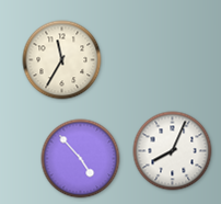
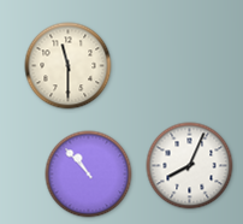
clock at (62, 60): 11:35 -> 11:30
clock at (81, 159): 4:53 -> 10:53
